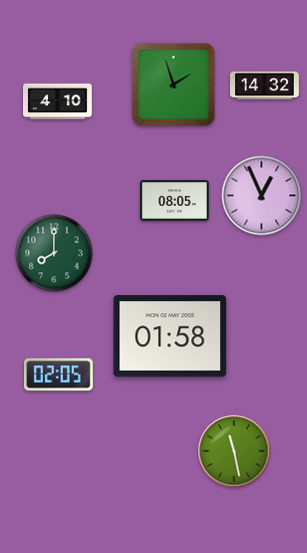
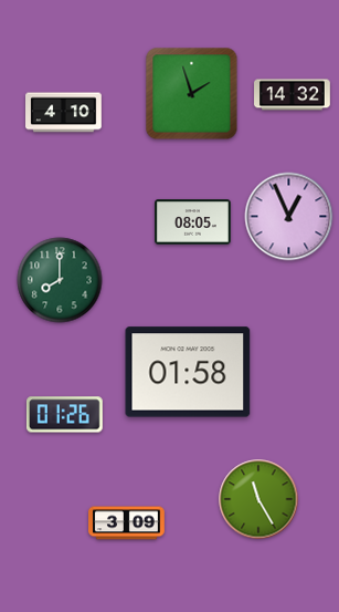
clock at (58, 375): 02:05 -> 01:26
clock at (234, 451): 11:28 -> 11:25
clock at (127, 523): none -> 3:09
